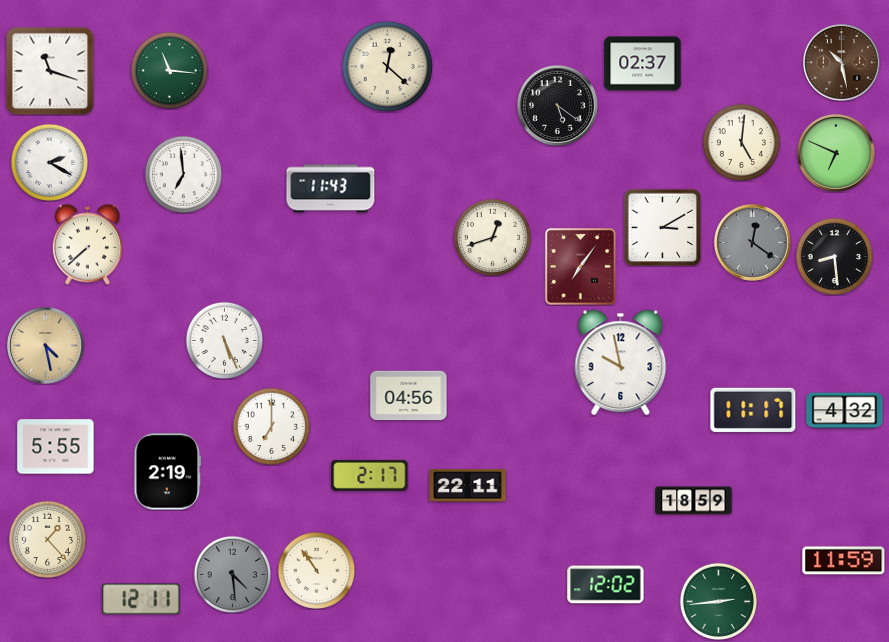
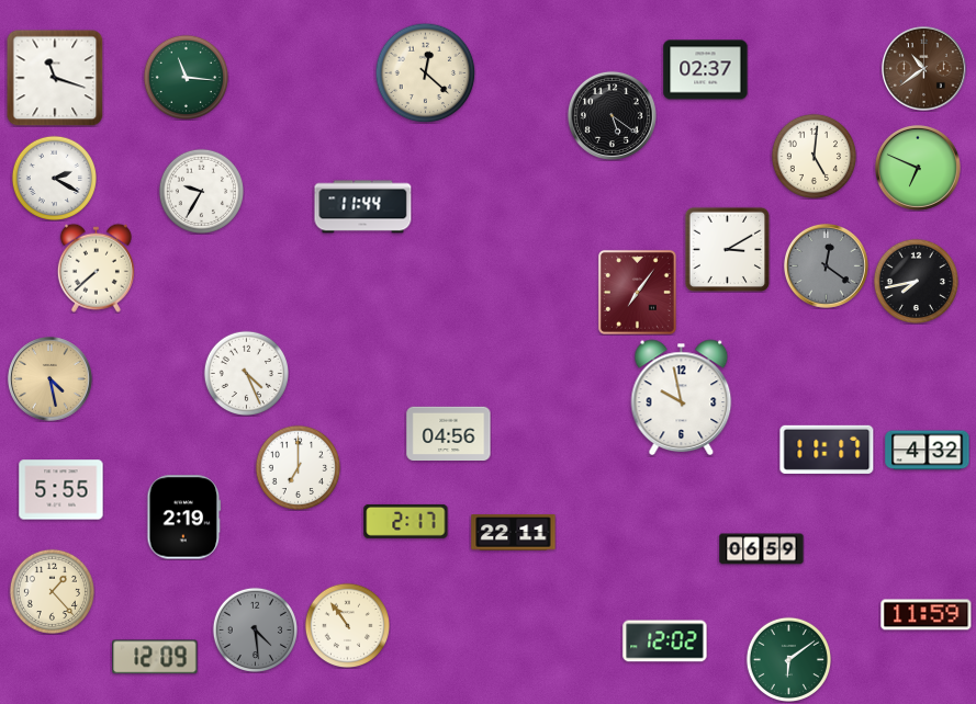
clock at (841, 62): 10:28 -> 10:39
clock at (183, 174): 6:59 -> 9:35
clock at (331, 189): 11:43 -> 11:44
clock at (492, 237): 12:42 -> none
clock at (834, 256): 8:29 -> 7:43
clock at (224, 340): 5:26 -> 4:26
clock at (694, 501): 18:59 -> 06:59
clock at (141, 599): 12:11 -> 12:09
clock at (718, 601): 2:44 -> 6:09
